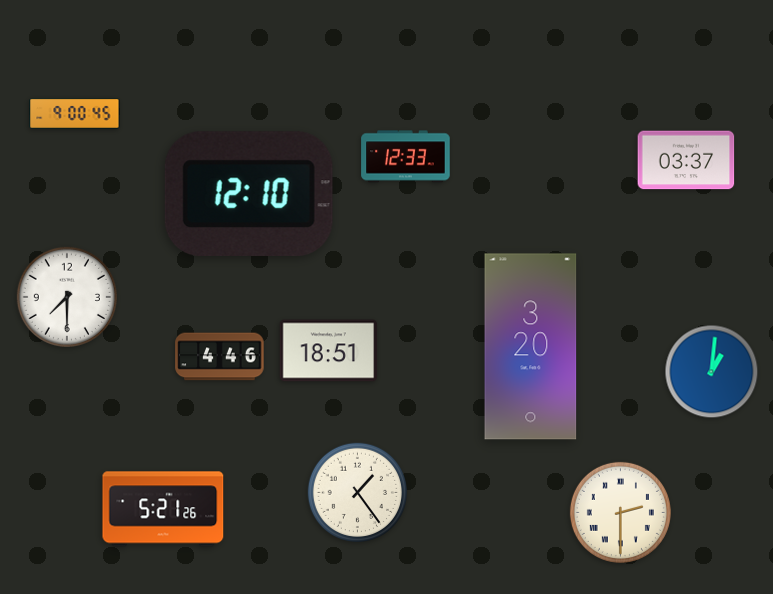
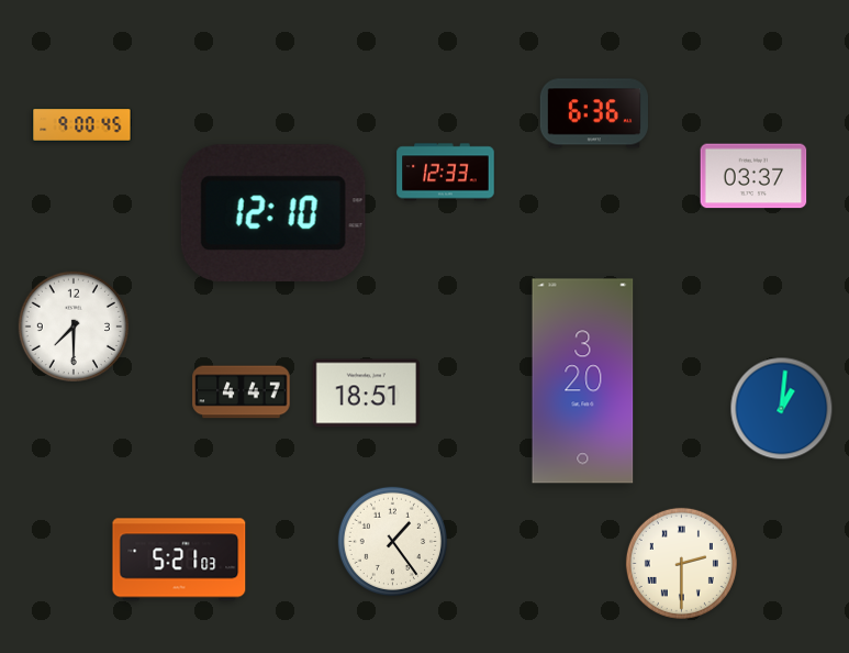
clock at (594, 113): none -> 6:36
clock at (329, 351) position: (329, 351) -> (367, 394)
clock at (220, 357): 4:46 -> 4:47
clock at (163, 509): 5:21:26 -> 5:21:03
